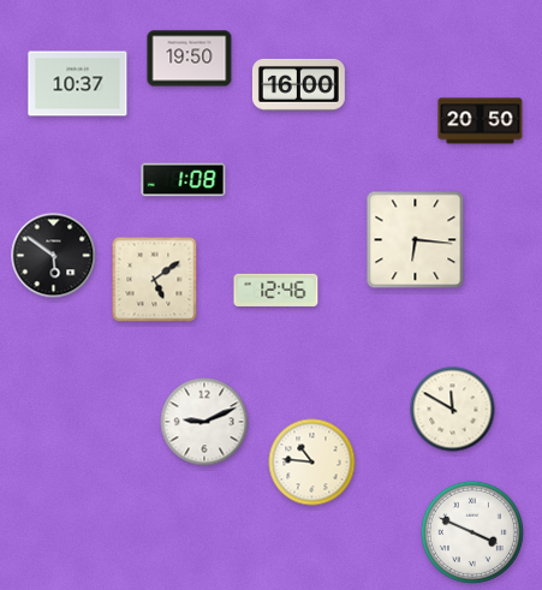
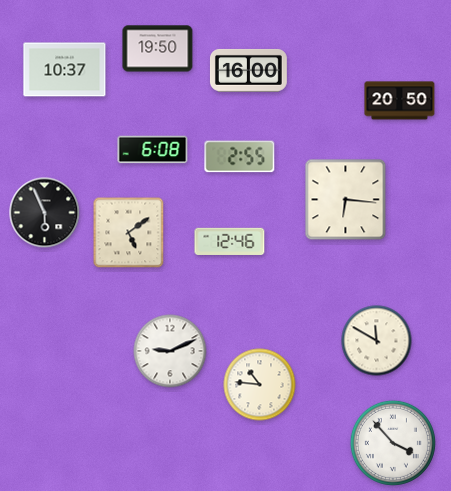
clock at (184, 180): 1:08 -> 6:08
clock at (240, 157): none -> 2:55
clock at (54, 256): 5:51 -> 5:56
clock at (472, 532): 3:49 -> 3:53
